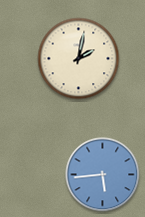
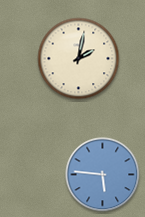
clock at (103, 175): 5:44 -> 5:46
